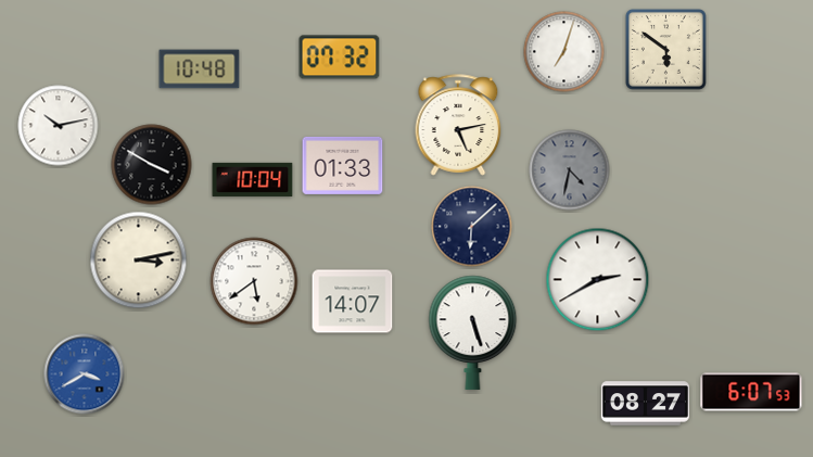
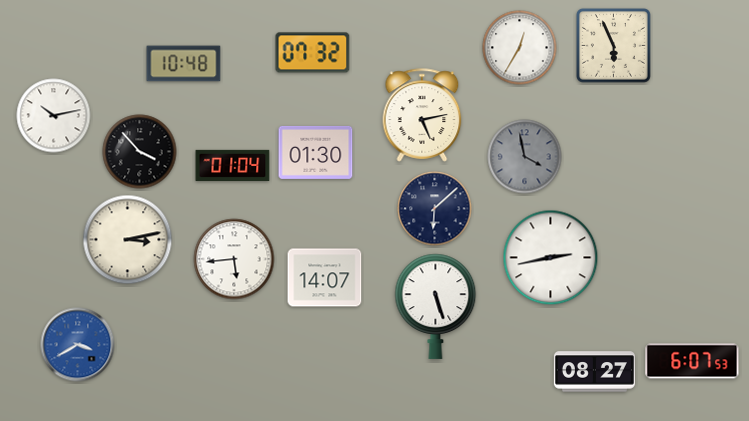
clock at (666, 50): 5:51 -> 5:56
clock at (564, 52): 7:03 -> 12:35
clock at (152, 165): 3:50 -> 3:53
clock at (343, 165): 01:33 -> 01:30
clock at (570, 170): 4:32 -> 3:58
clock at (253, 179): 10:04 -> 01:04
clock at (598, 280): 2:40 -> 2:43
clock at (254, 281): 5:39 -> 5:44
